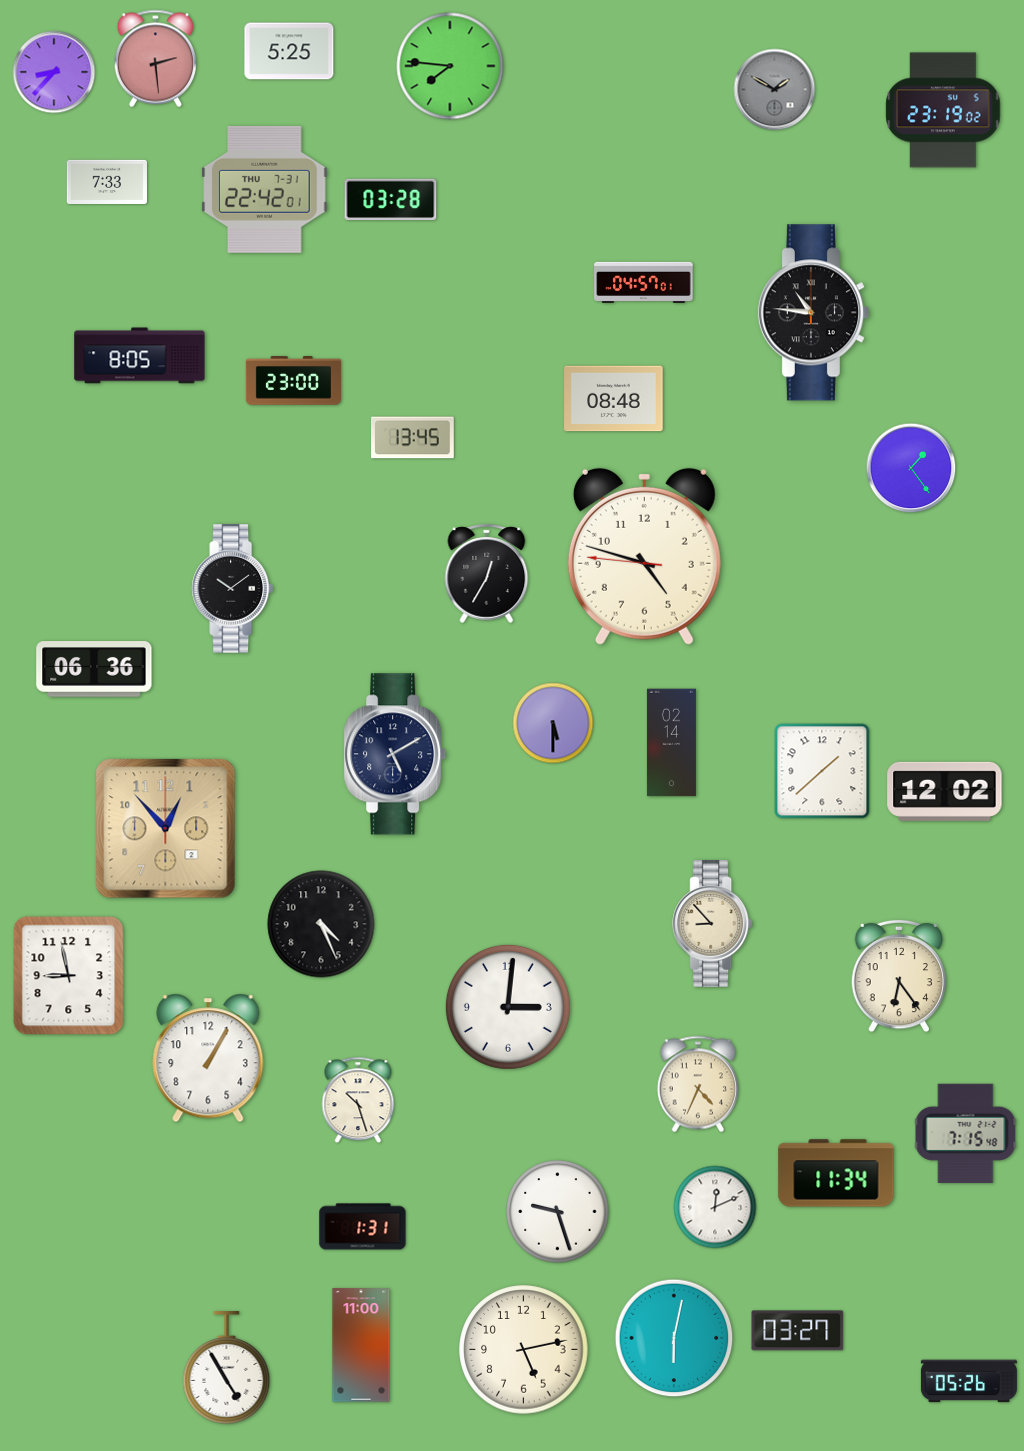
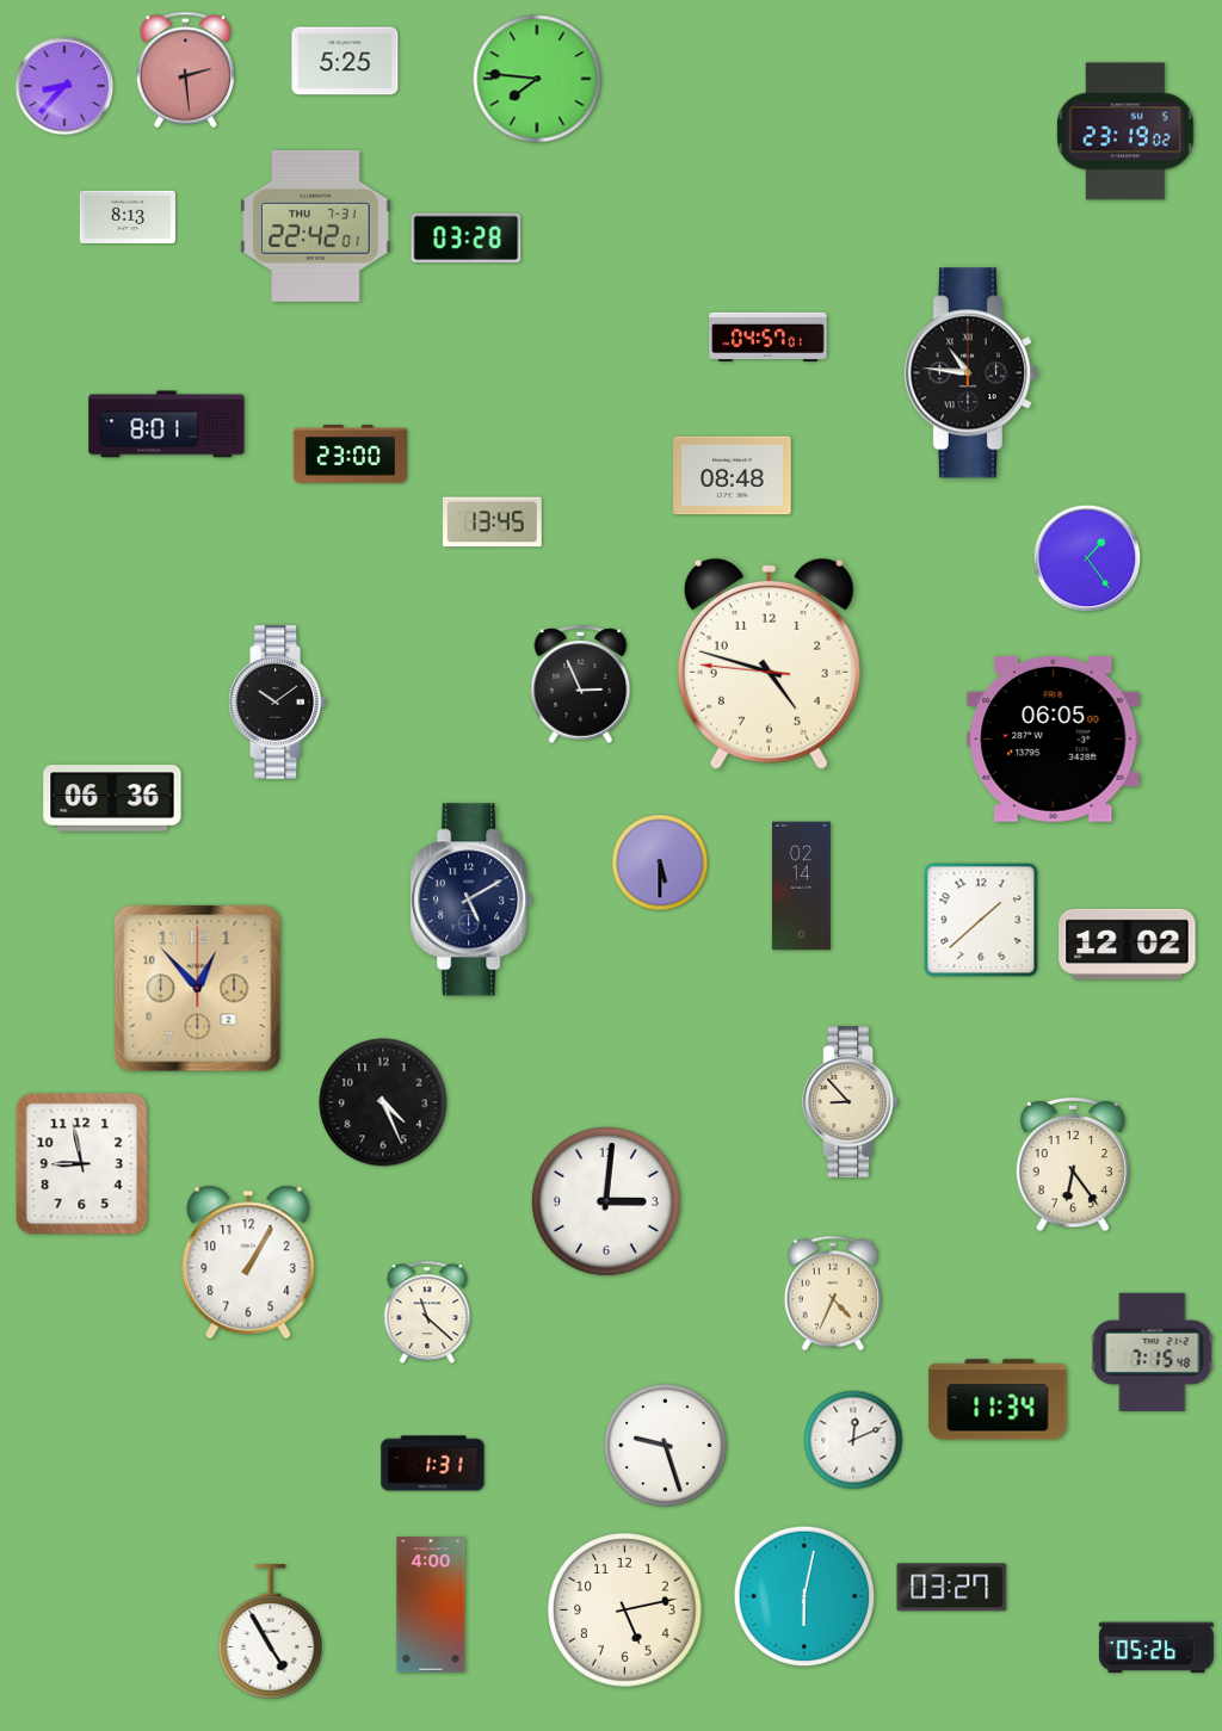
clock at (775, 90): 1:50 -> none
clock at (107, 182): 7:33 -> 8:13
clock at (140, 356): 8:05 -> 8:01
clock at (487, 573): 12:35 -> 2:56
clock at (1054, 738): none -> 06:05
clock at (358, 1100): 10:27 -> 11:22
clock at (361, 1345): 11:00 -> 4:00
